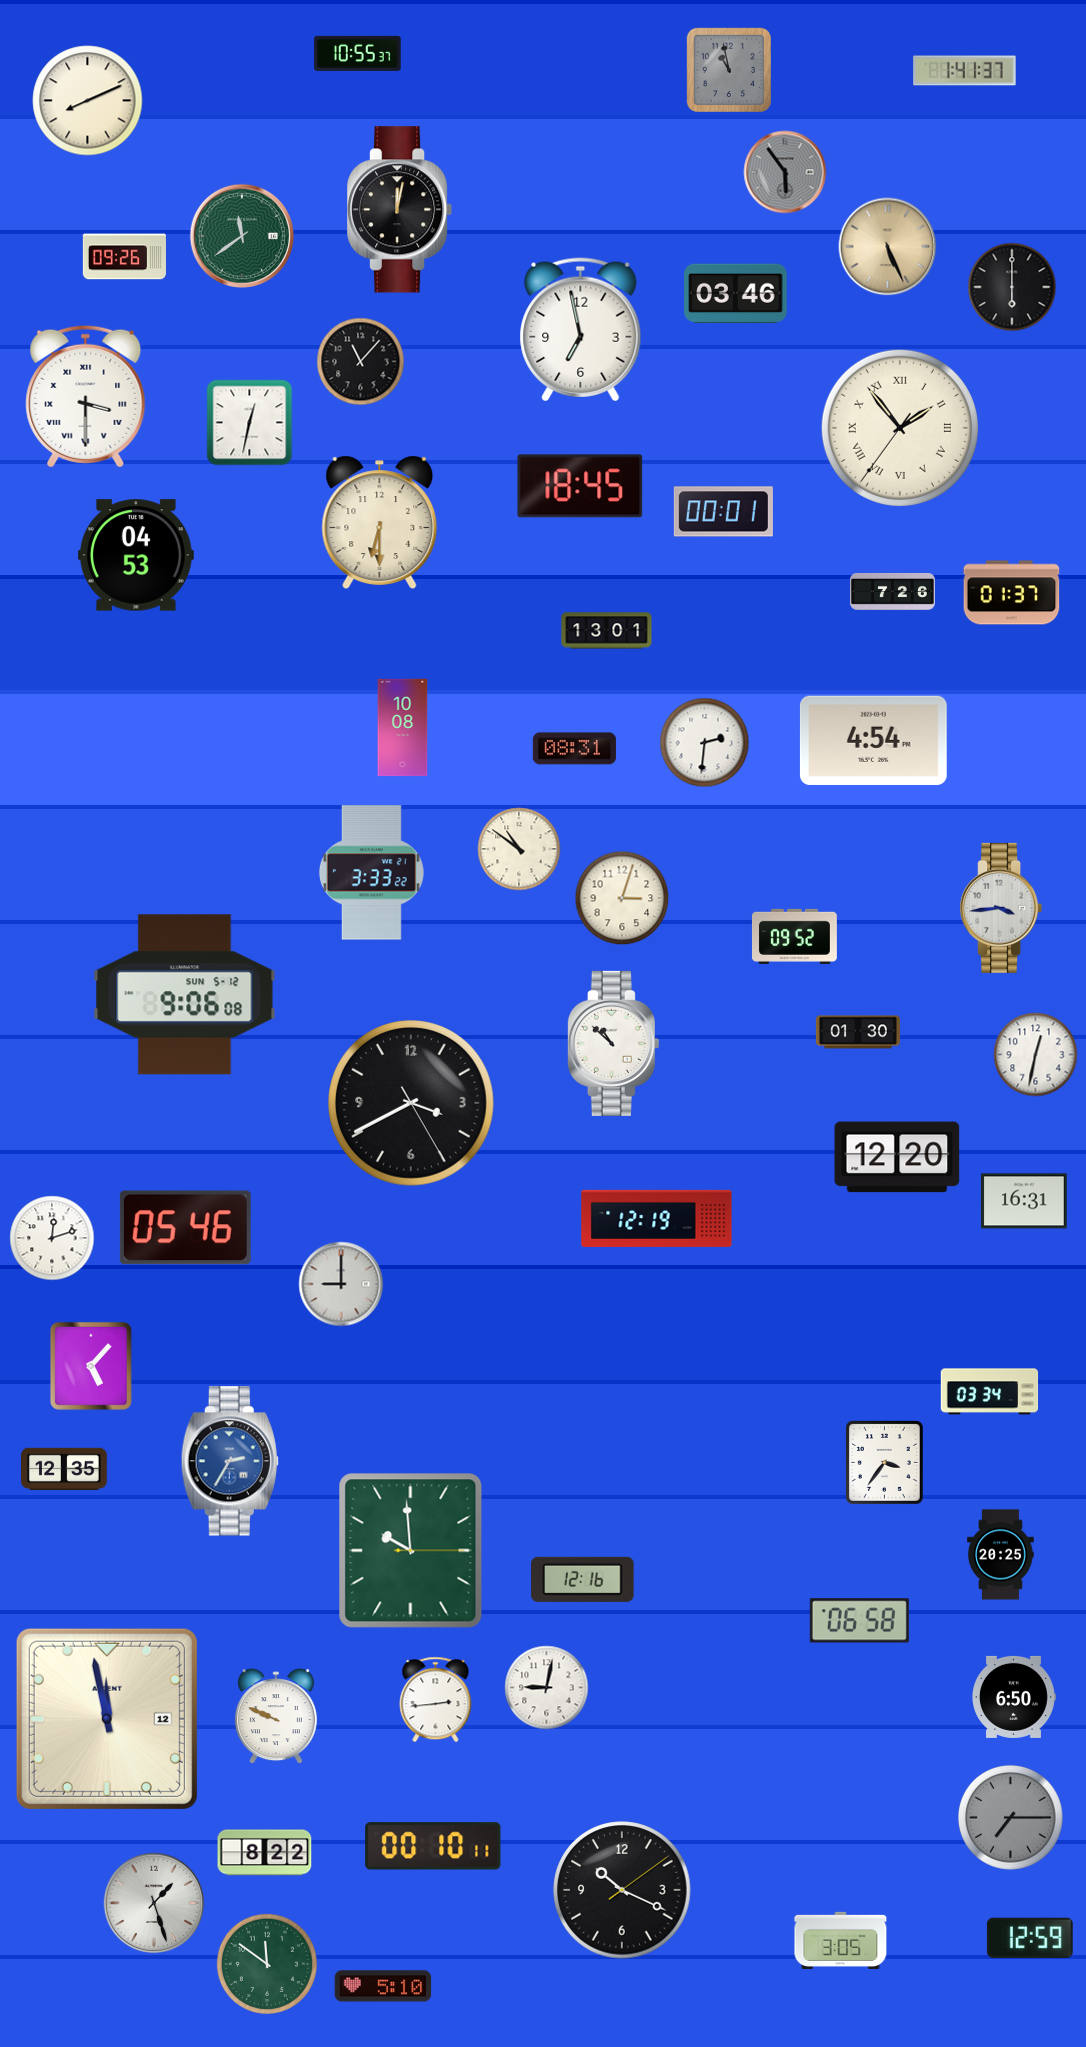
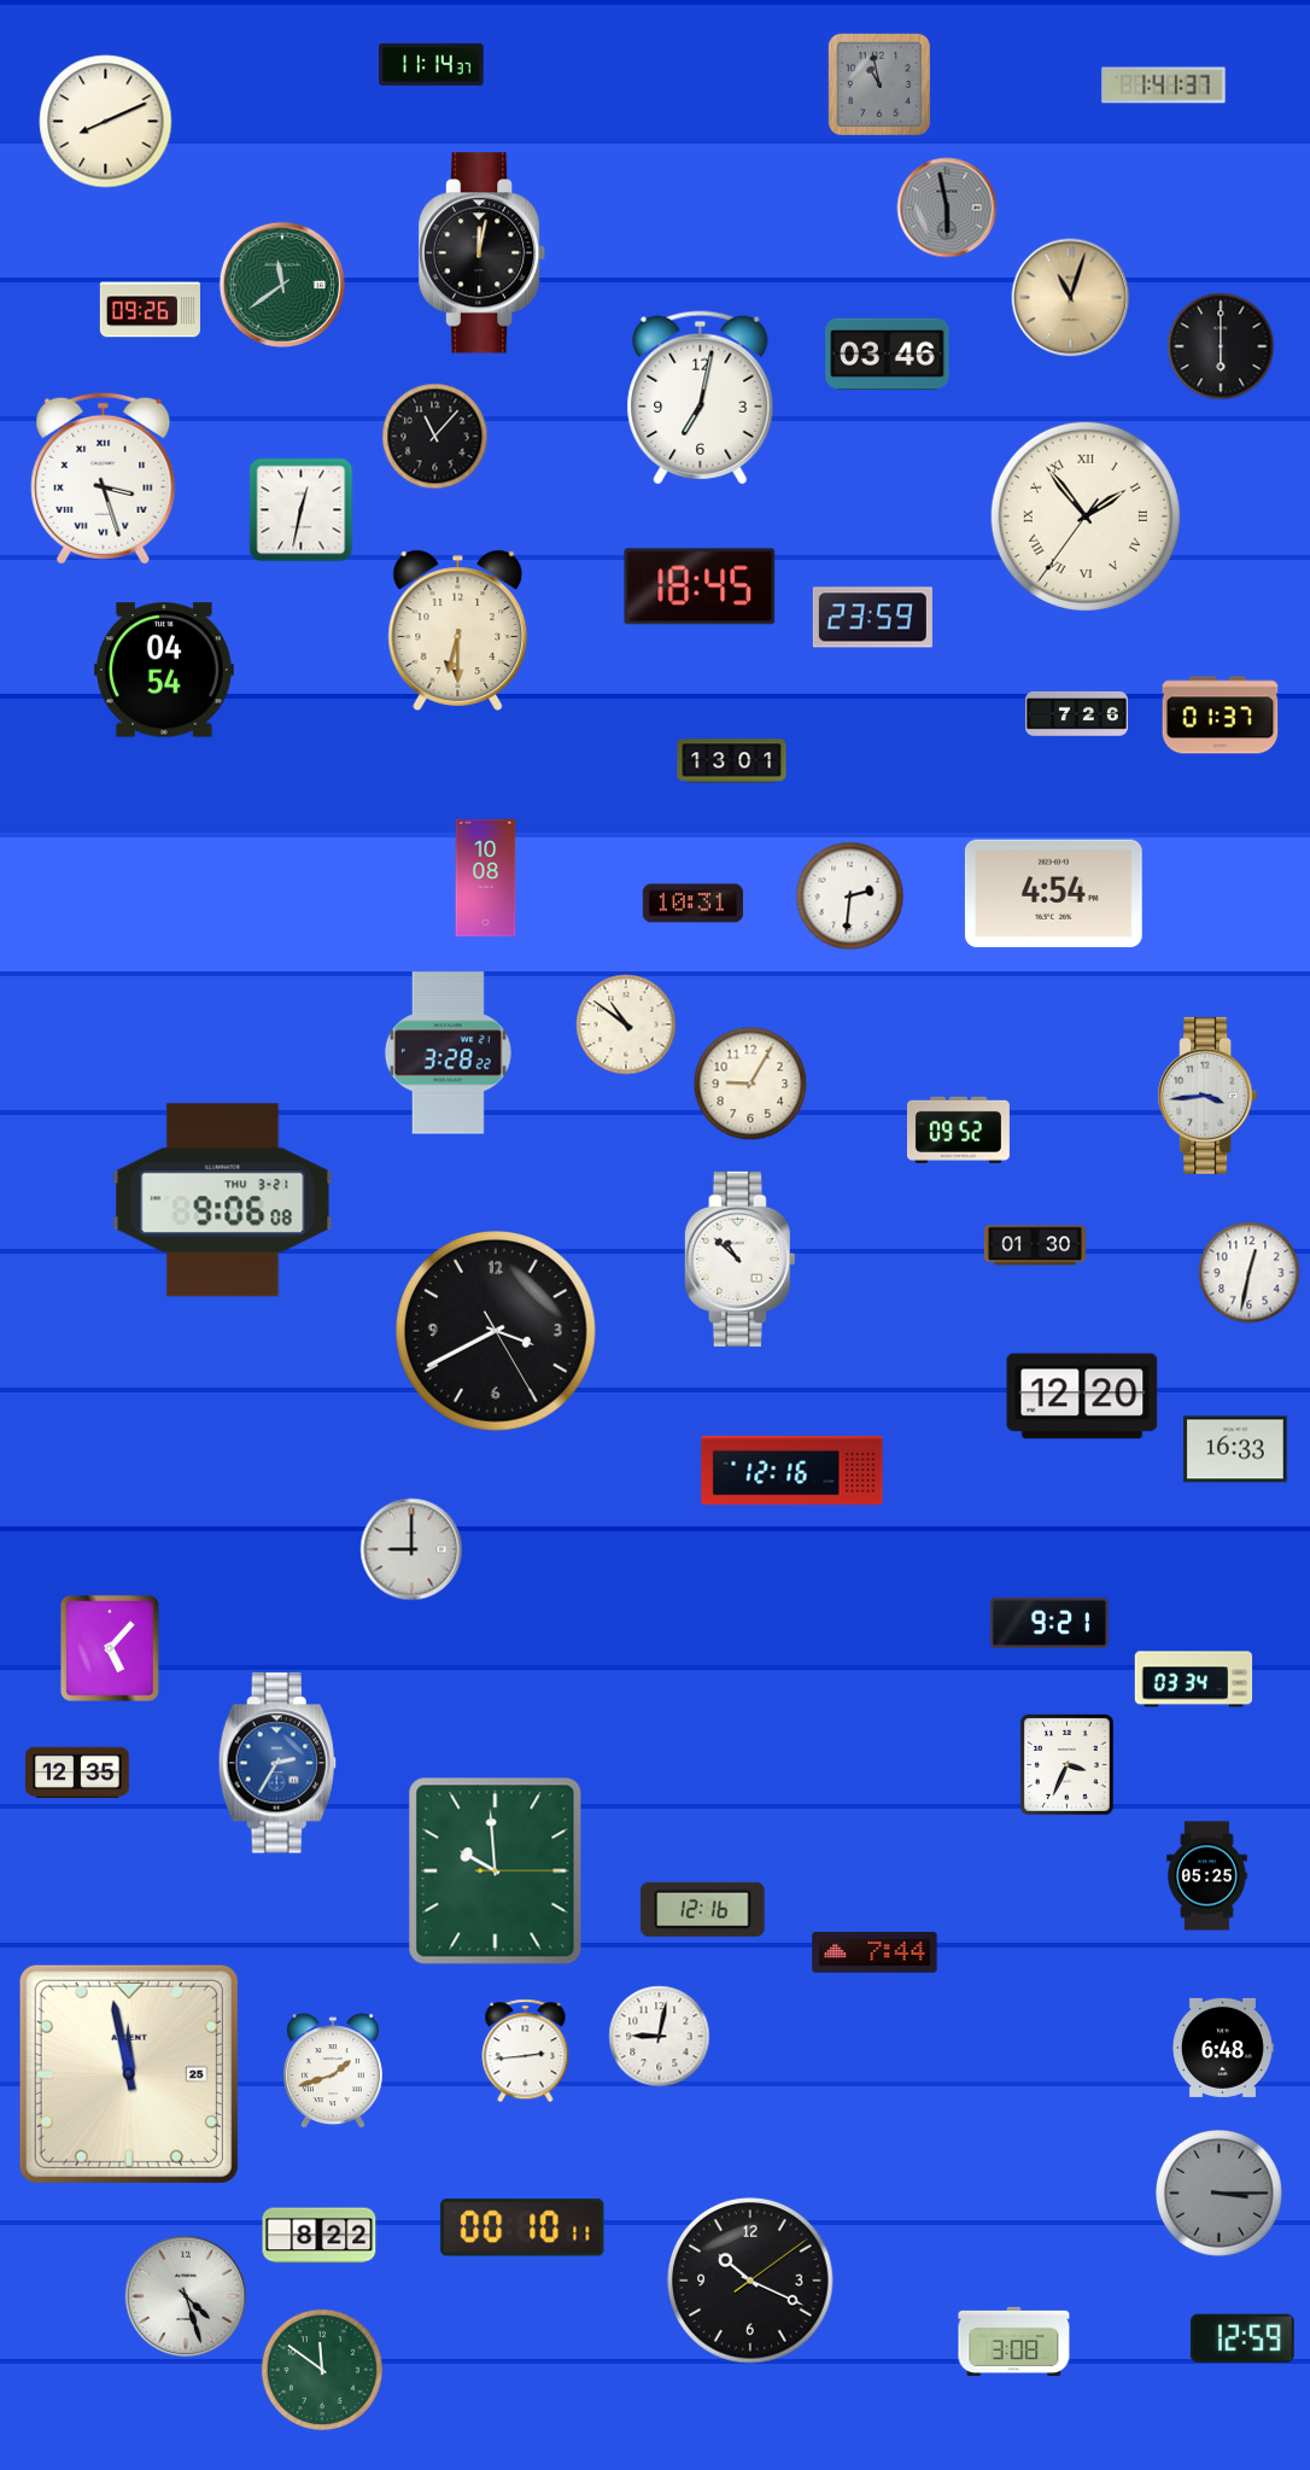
clock at (358, 53): 10:55 -> 11:14
clock at (785, 172): 5:54 -> 5:58
clock at (241, 235) position: (241, 235) -> (281, 284)
clock at (888, 247): 5:26 -> 11:03
clock at (581, 330): 6:58 -> 7:02
clock at (86, 396): 3:30 -> 3:27
clock at (723, 512): 00:01 -> 23:59
clock at (136, 555): 04:53 -> 04:54
clock at (574, 749): 08:31 -> 10:31
clock at (371, 873): 3:33 -> 3:28
clock at (622, 898): 3:03 -> 9:05
clock at (185, 995) date: SUN 5-12 -> THU 3-21
clock at (1024, 1201): 16:31 -> 16:33
clock at (657, 1218): 12:19 -> 12:16
clock at (185, 1228): 05:46 -> none
clock at (52, 1238): 12:12 -> none
clock at (1049, 1623): none -> 9:21
clock at (884, 1463): 3:36 -> 3:34
clock at (1001, 1555): 20:25 -> 05:25
clock at (583, 1579) position: (583, 1579) -> (703, 1909)
clock at (875, 1952): none -> 7:44
clock at (859, 1621): 06:58 -> none
clock at (1014, 1697): 6:50 -> 6:48
clock at (276, 1717): 9:49 -> 1:42
clock at (107, 1719) date: 12 -> 25
clock at (1010, 1817): 7:15 -> 3:15
clock at (154, 1903): 1:27 -> 4:27
clock at (841, 1940): 3:05 -> 3:08
clock at (383, 1986): 5:10 -> none
